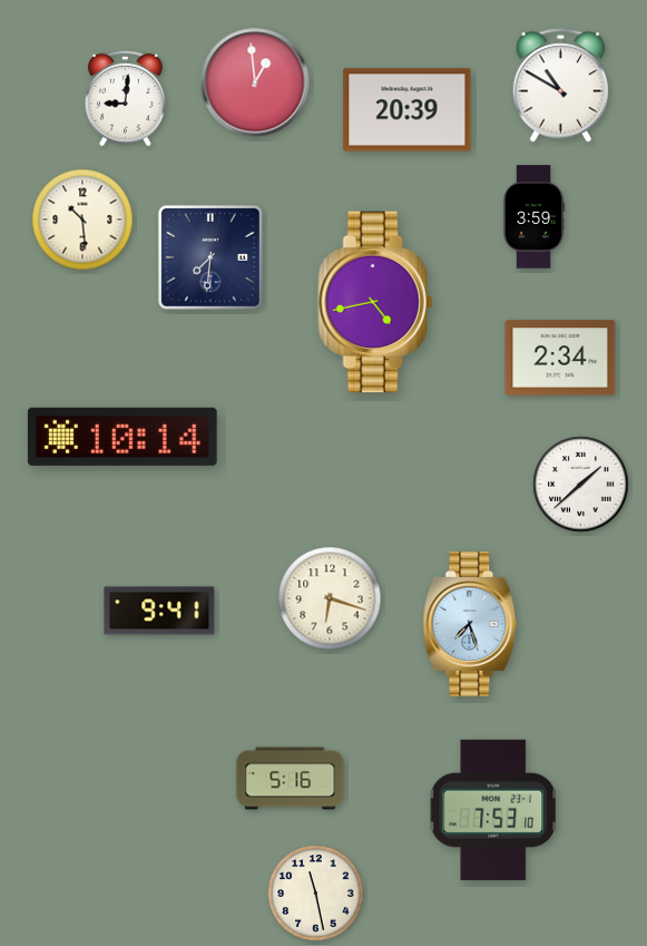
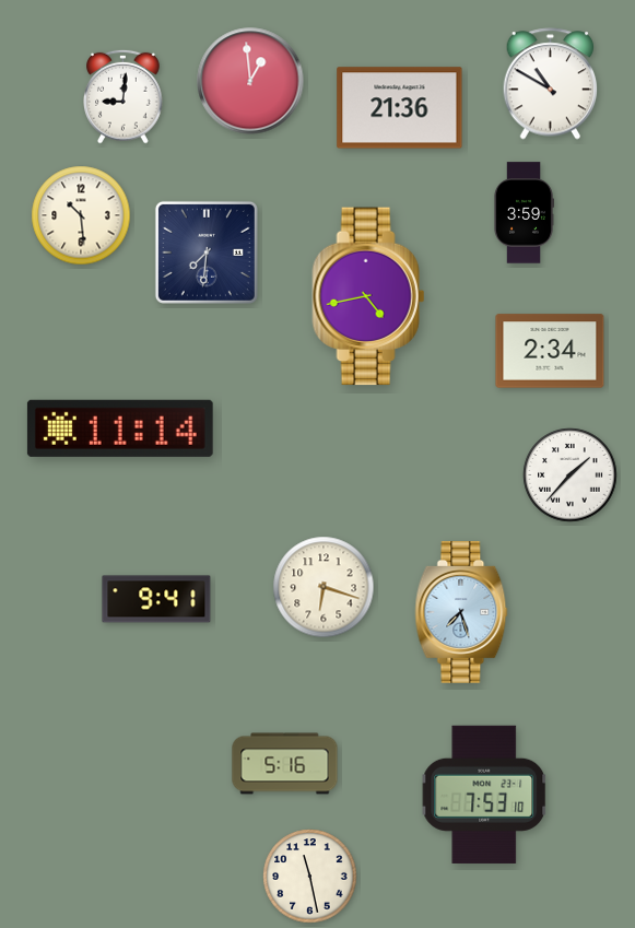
clock at (408, 110): 20:39 -> 21:36
clock at (122, 437): 10:14 -> 11:14
clock at (581, 485): 1:38 -> 1:37
